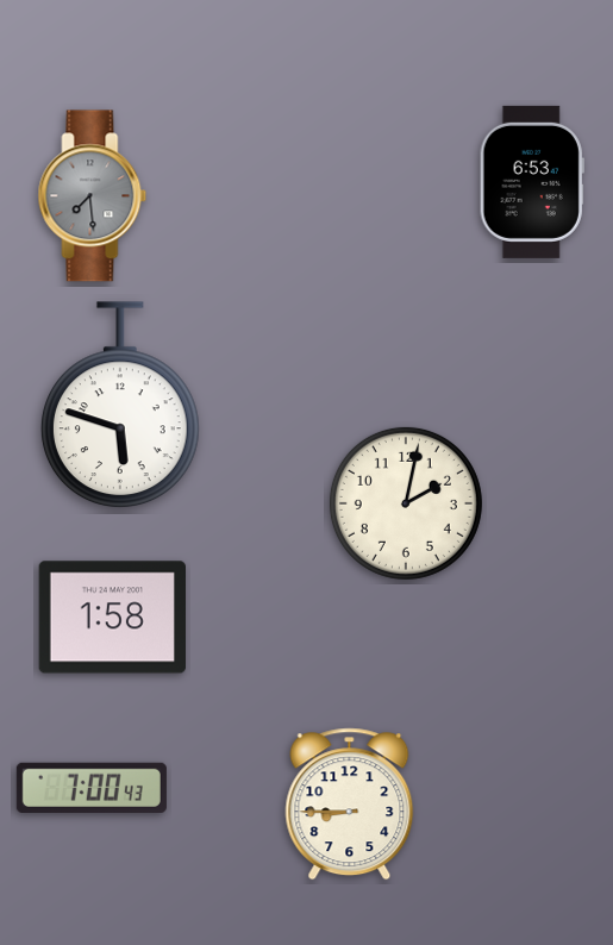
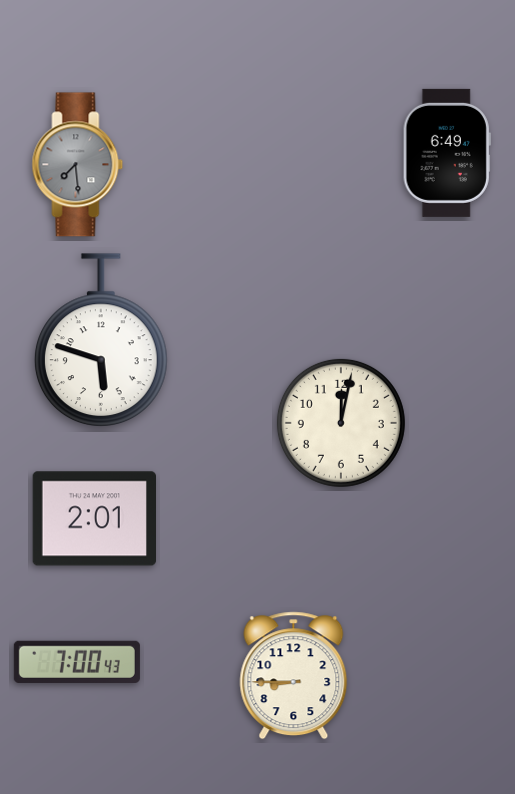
clock at (532, 182): 6:53 -> 6:49
clock at (406, 503): 2:02 -> 12:02
clock at (112, 618): 1:58 -> 2:01
